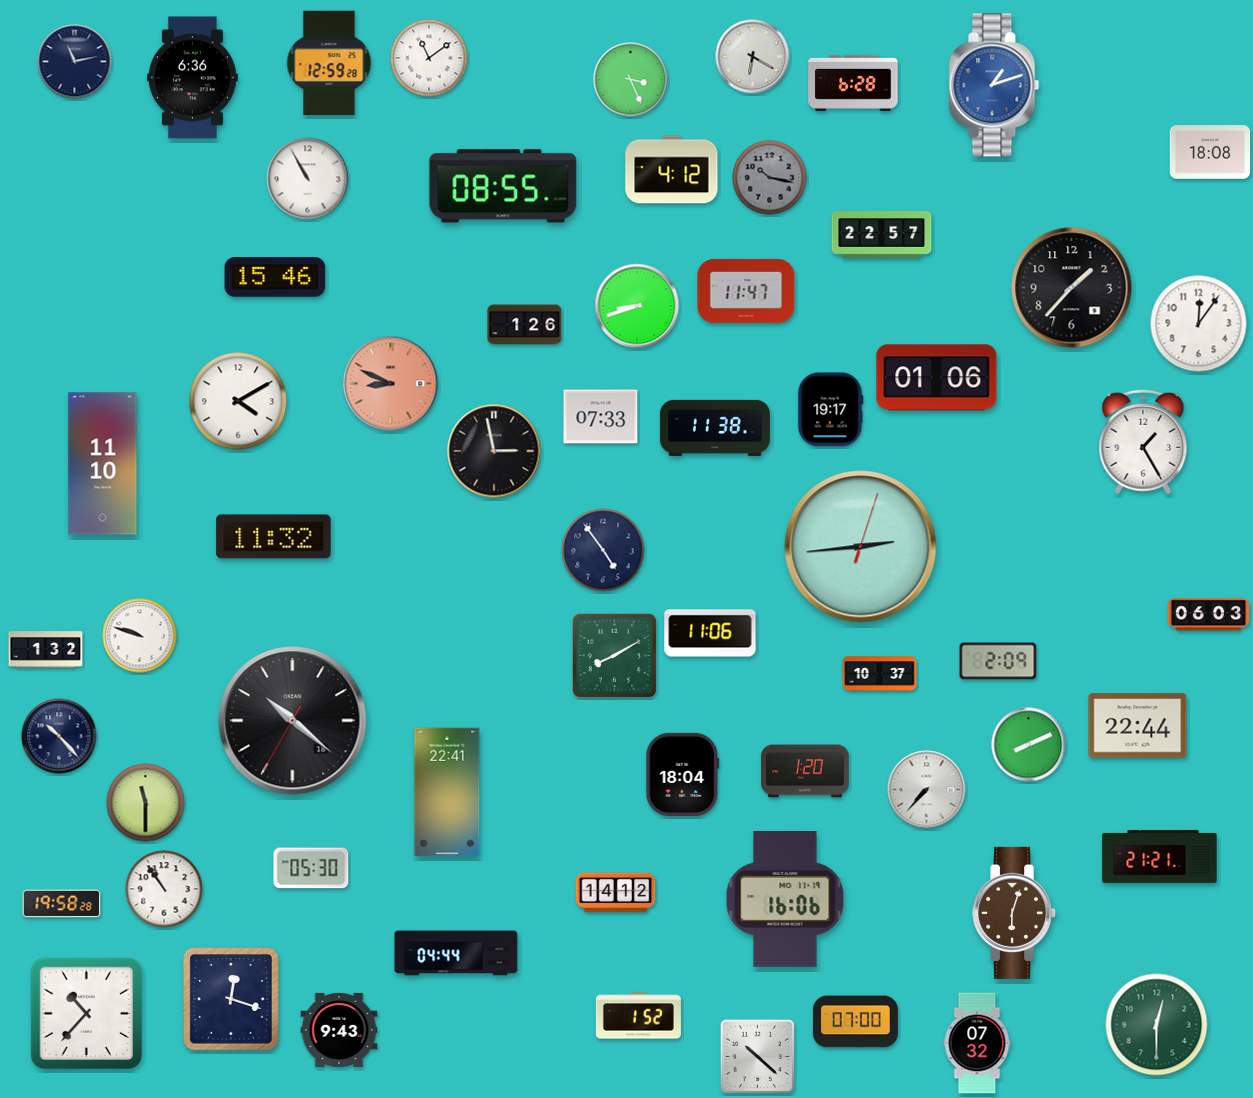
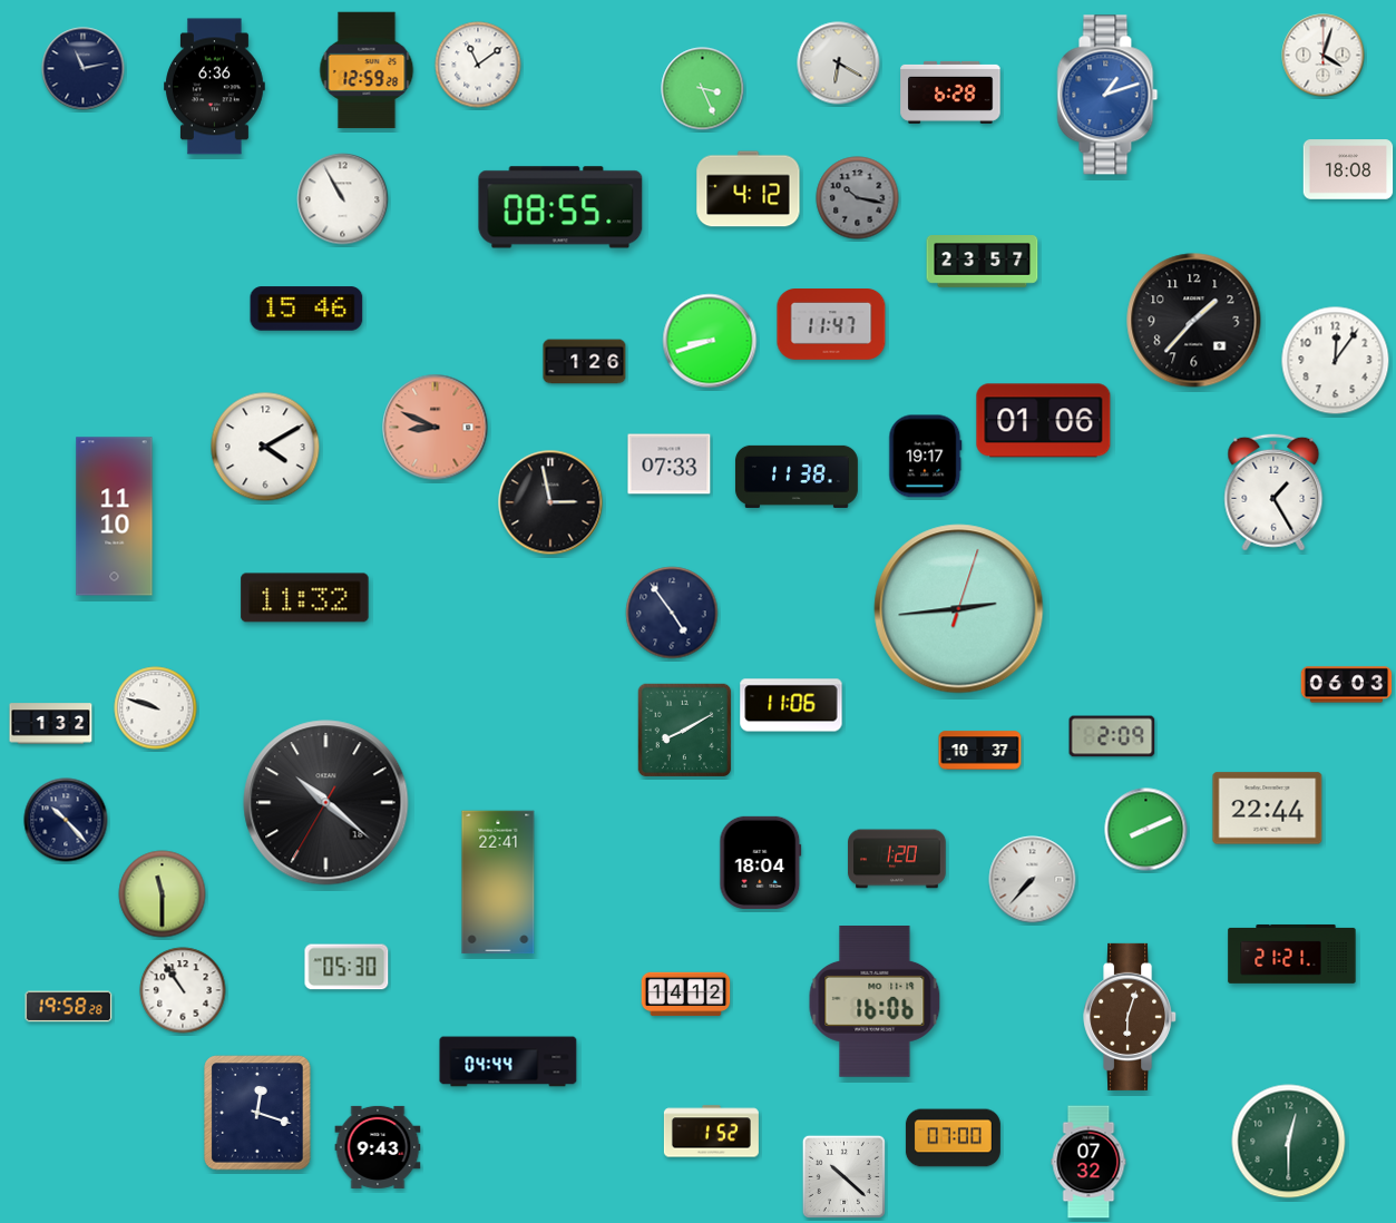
clock at (1324, 56): none -> 4:03
clock at (882, 235): 22:57 -> 23:57
clock at (87, 1014): 10:37 -> none
